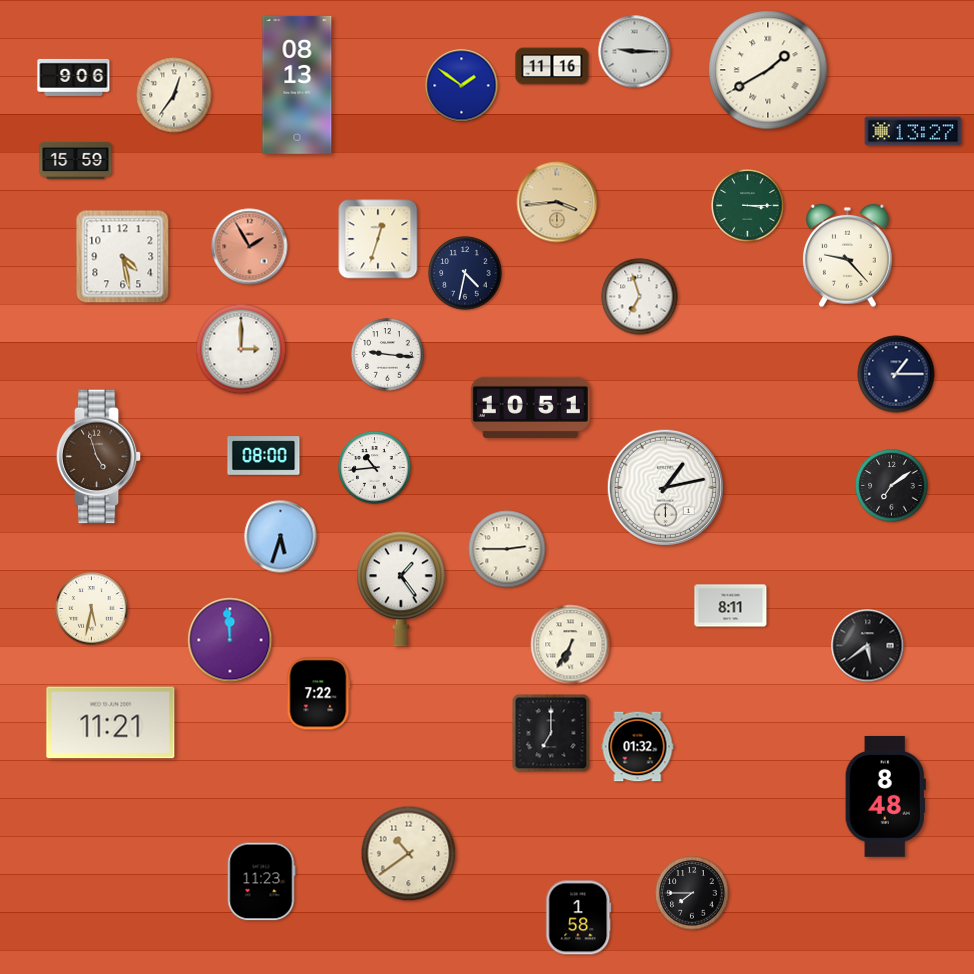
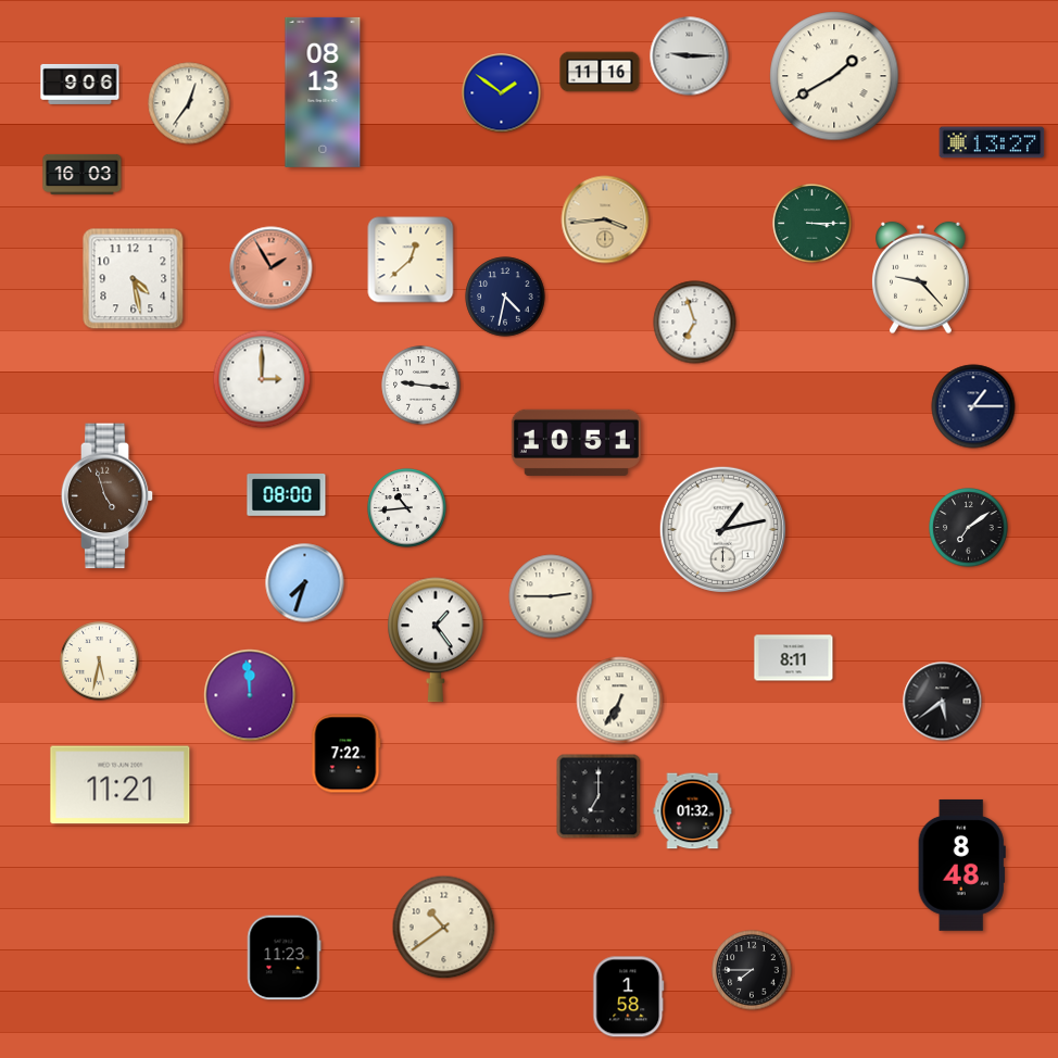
clock at (76, 160): 15:59 -> 16:03
clock at (378, 239): 12:33 -> 12:38
clock at (281, 537): 5:33 -> 7:33
